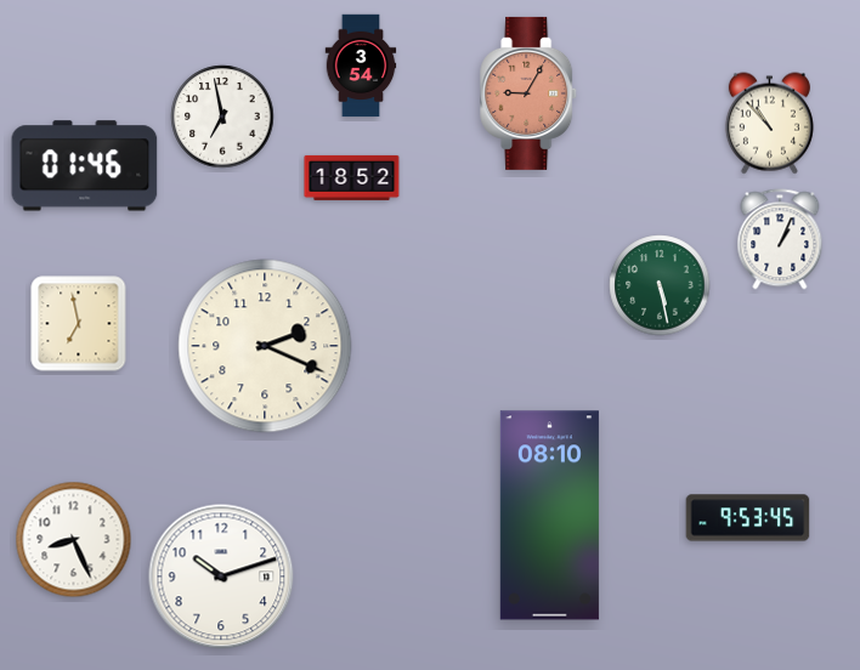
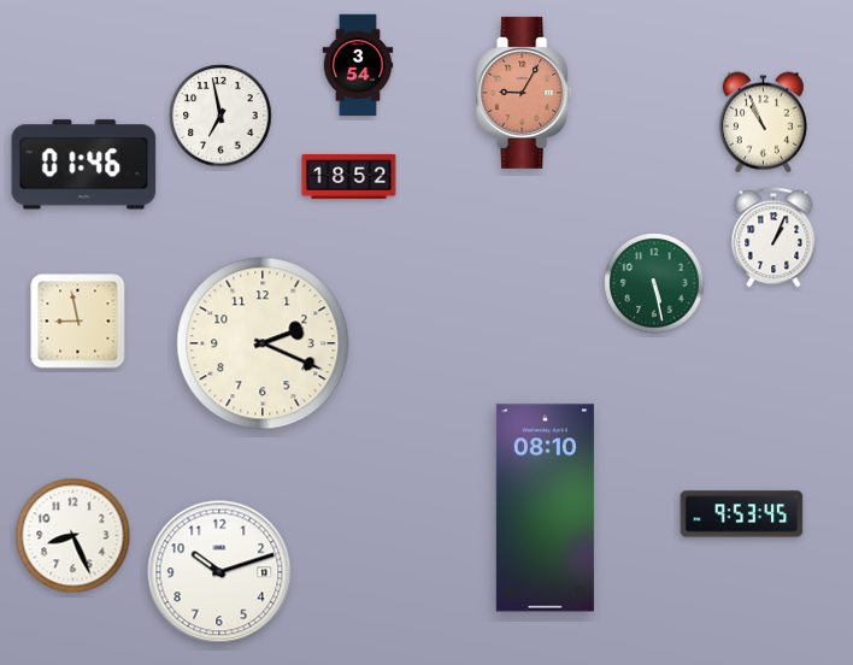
clock at (769, 124): 10:53 -> 10:56
clock at (79, 324): 6:58 -> 8:58
clock at (549, 516) position: (549, 516) -> (545, 508)
